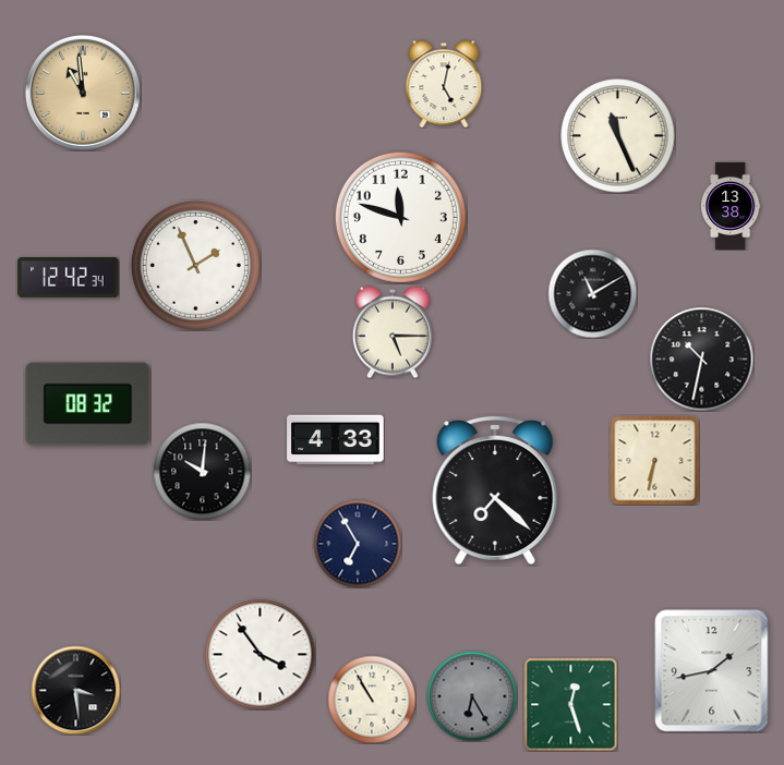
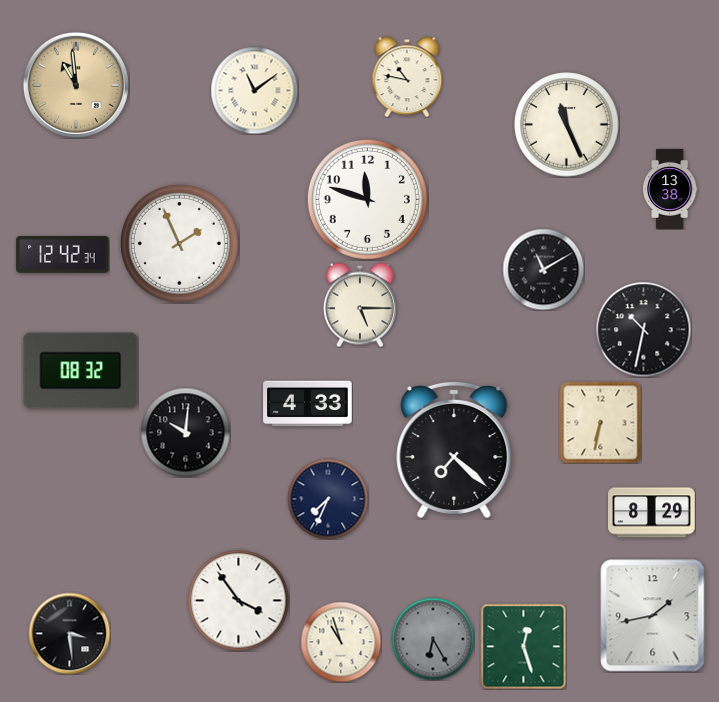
clock at (444, 84): 5:02 -> 10:47
clock at (254, 90): none -> 11:09
clock at (358, 544): 6:55 -> 7:34
clock at (652, 513): none -> 8:29
clock at (372, 700): 10:55 -> 10:57
